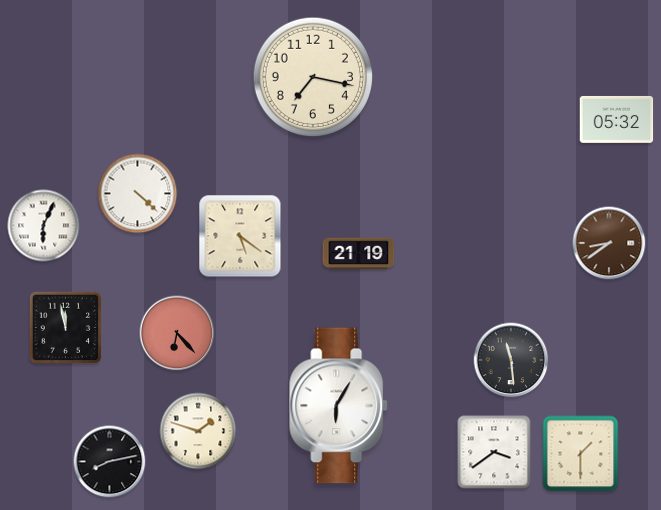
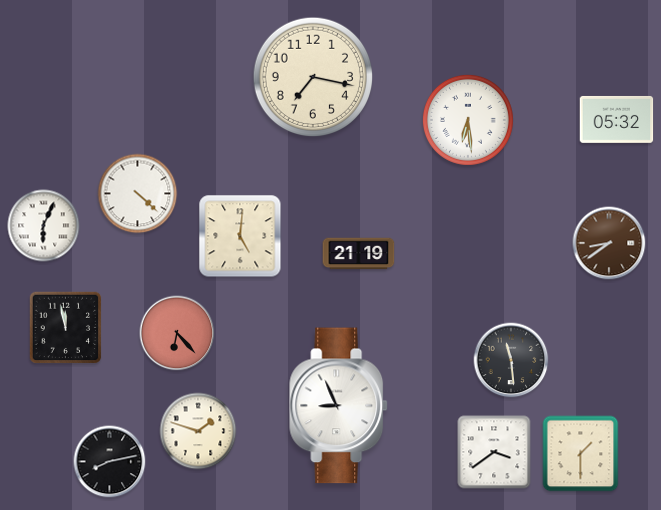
clock at (468, 120): none -> 6:29
clock at (240, 236): 5:21 -> 5:01
clock at (339, 406): 6:05 -> 8:56
